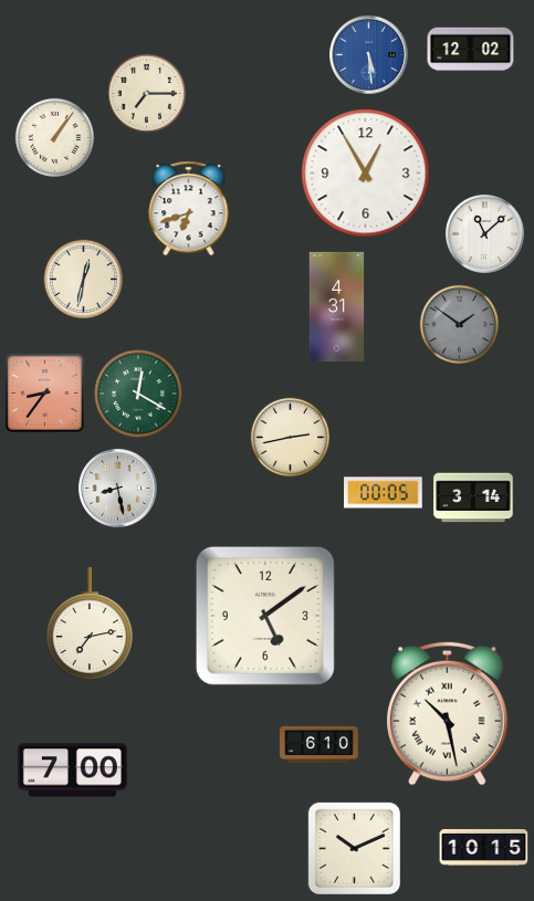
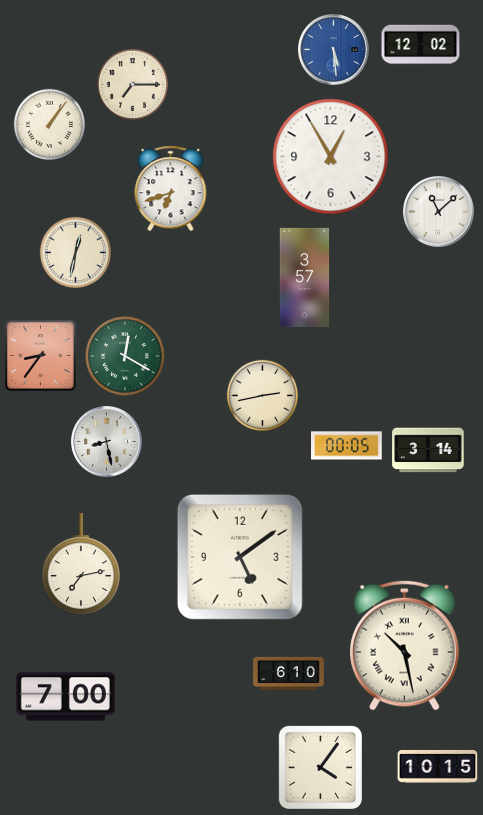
clock at (471, 50) position: (471, 50) -> (421, 45)
clock at (337, 306): 4:31 -> 3:57
clock at (460, 325): 1:51 -> none
clock at (354, 848): 10:11 -> 4:06
